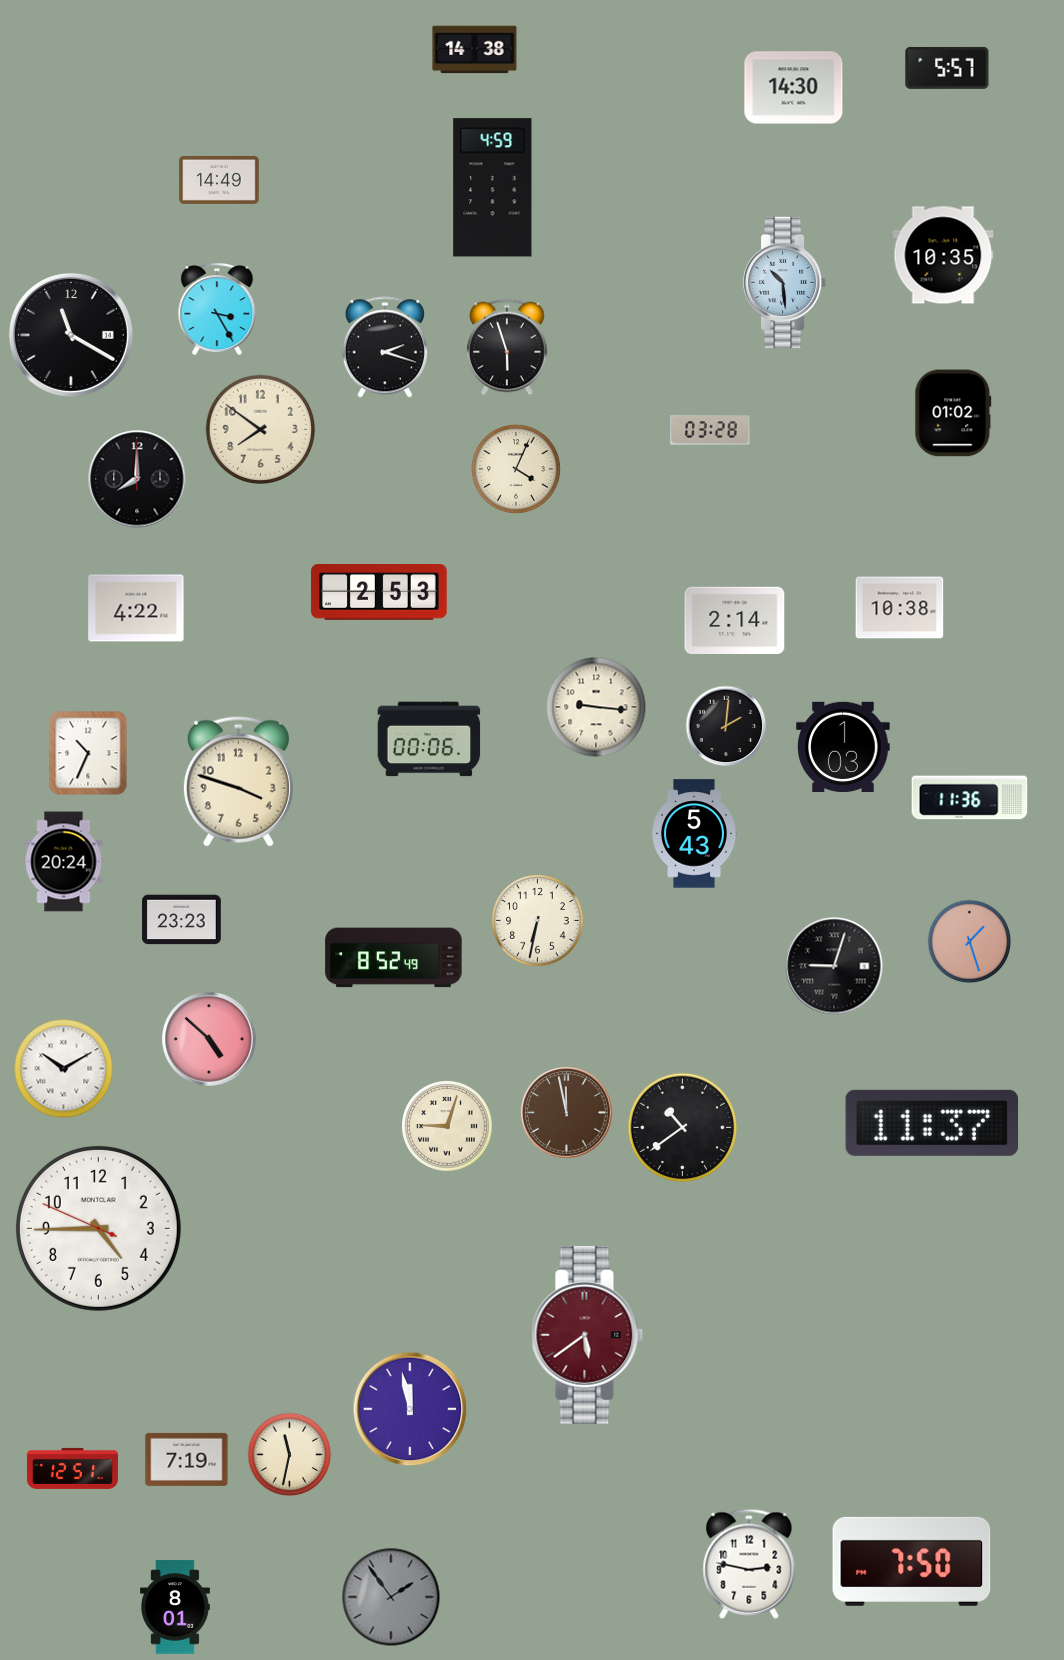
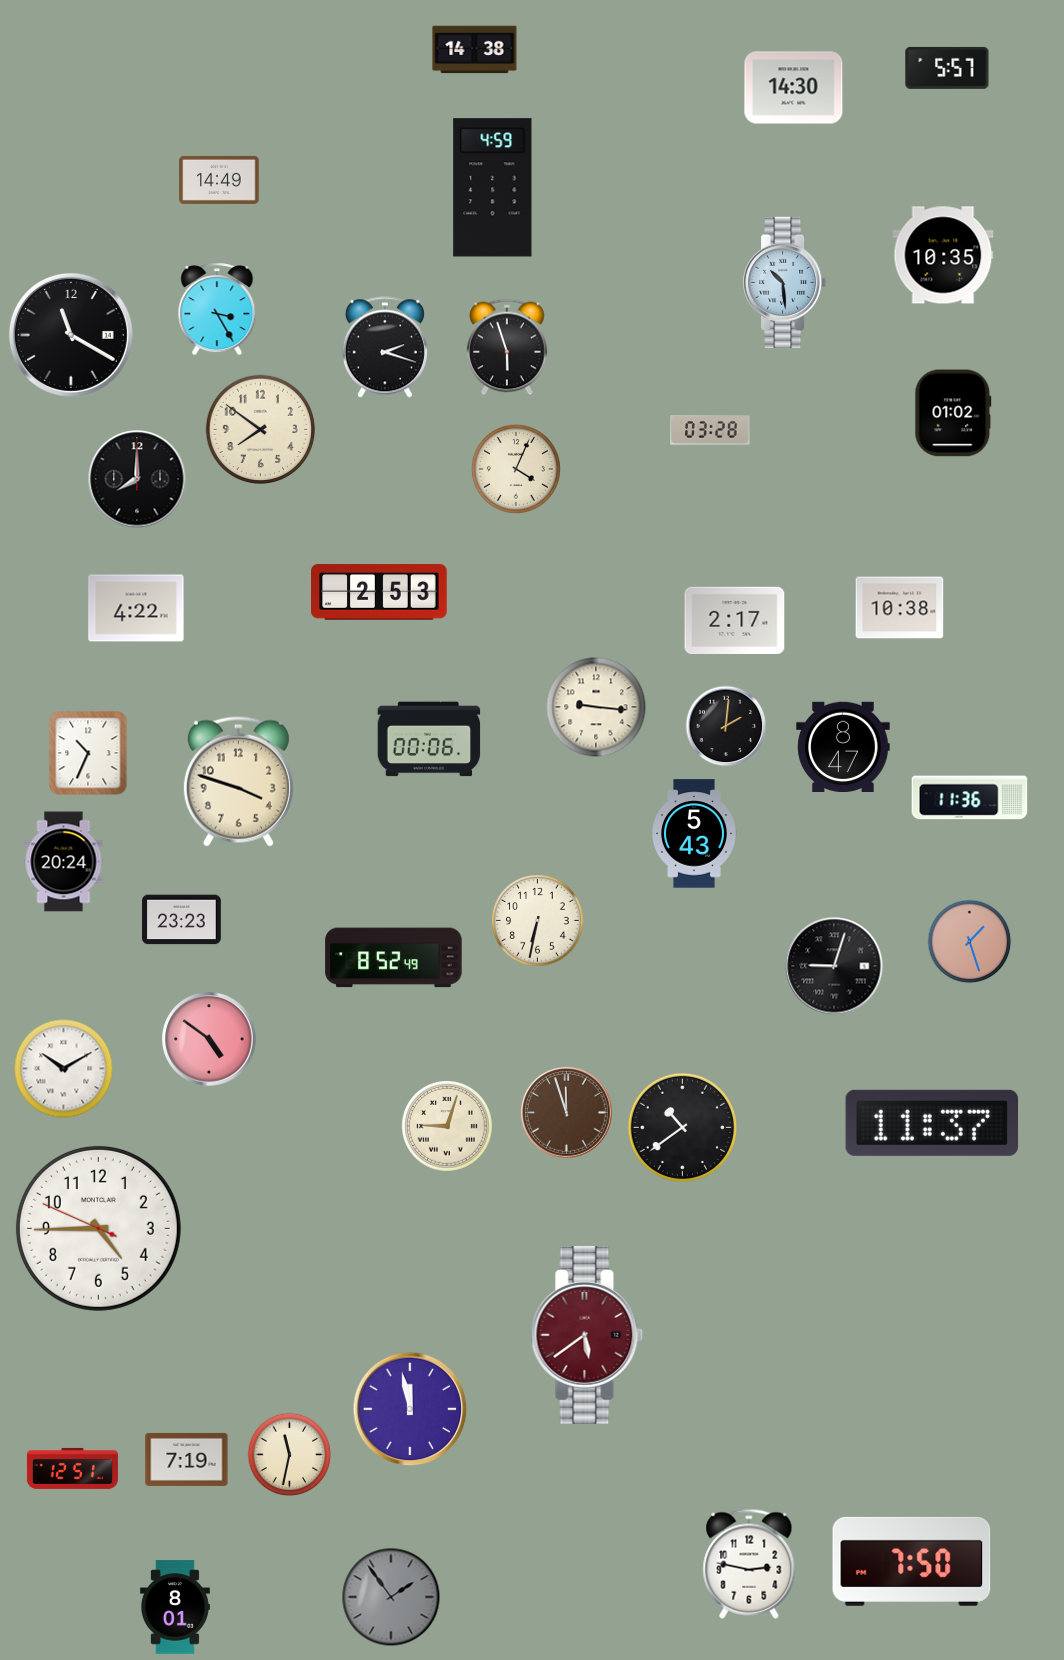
clock at (735, 620): 2:14 -> 2:17
clock at (843, 746): 1:03 -> 8:47
clock at (209, 1039): 4:52 -> 4:51
clock at (567, 1113): 11:58 -> 11:57
